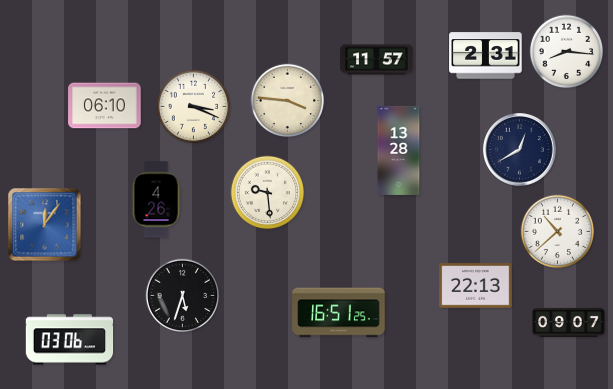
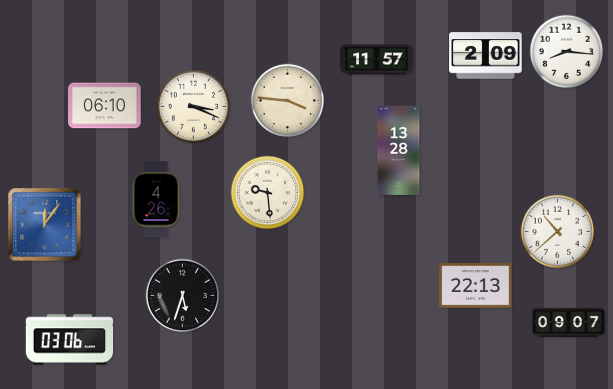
clock at (486, 56): 2:31 -> 2:09
clock at (520, 150): 12:40 -> none
clock at (339, 313): 16:51 -> none
